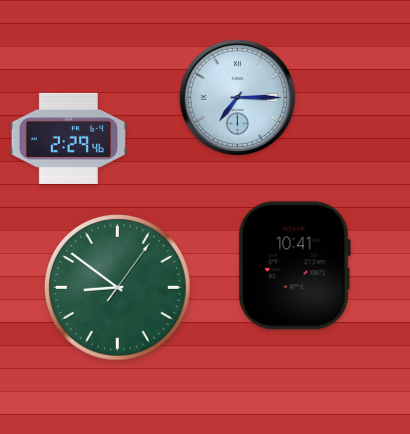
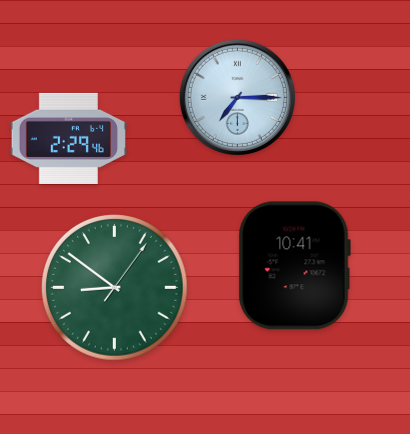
clock at (118, 288) position: (118, 288) -> (115, 288)
